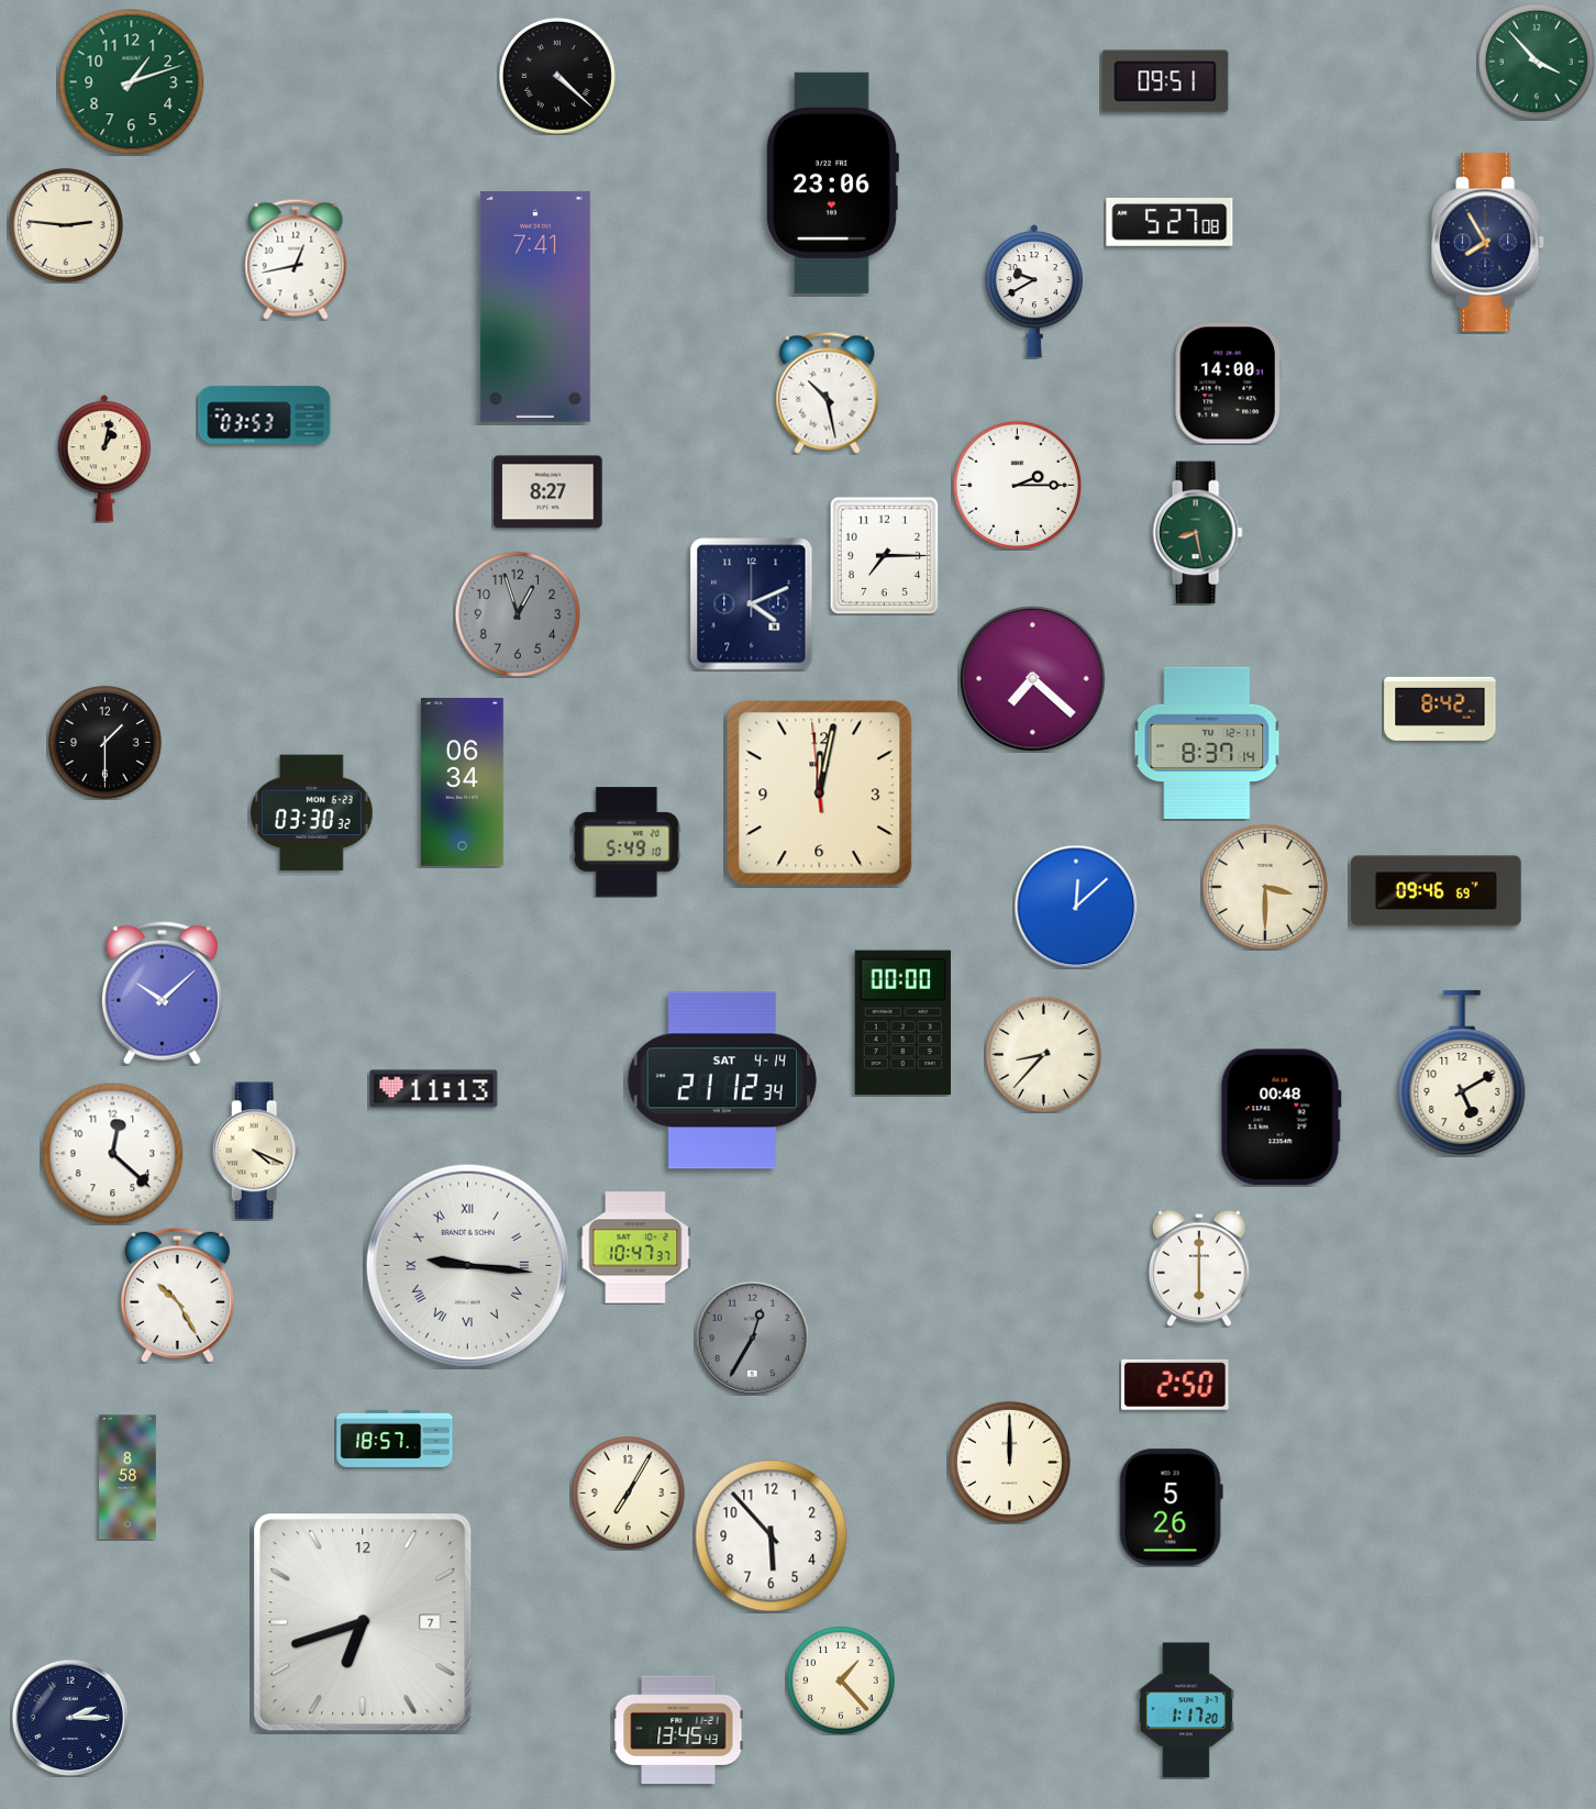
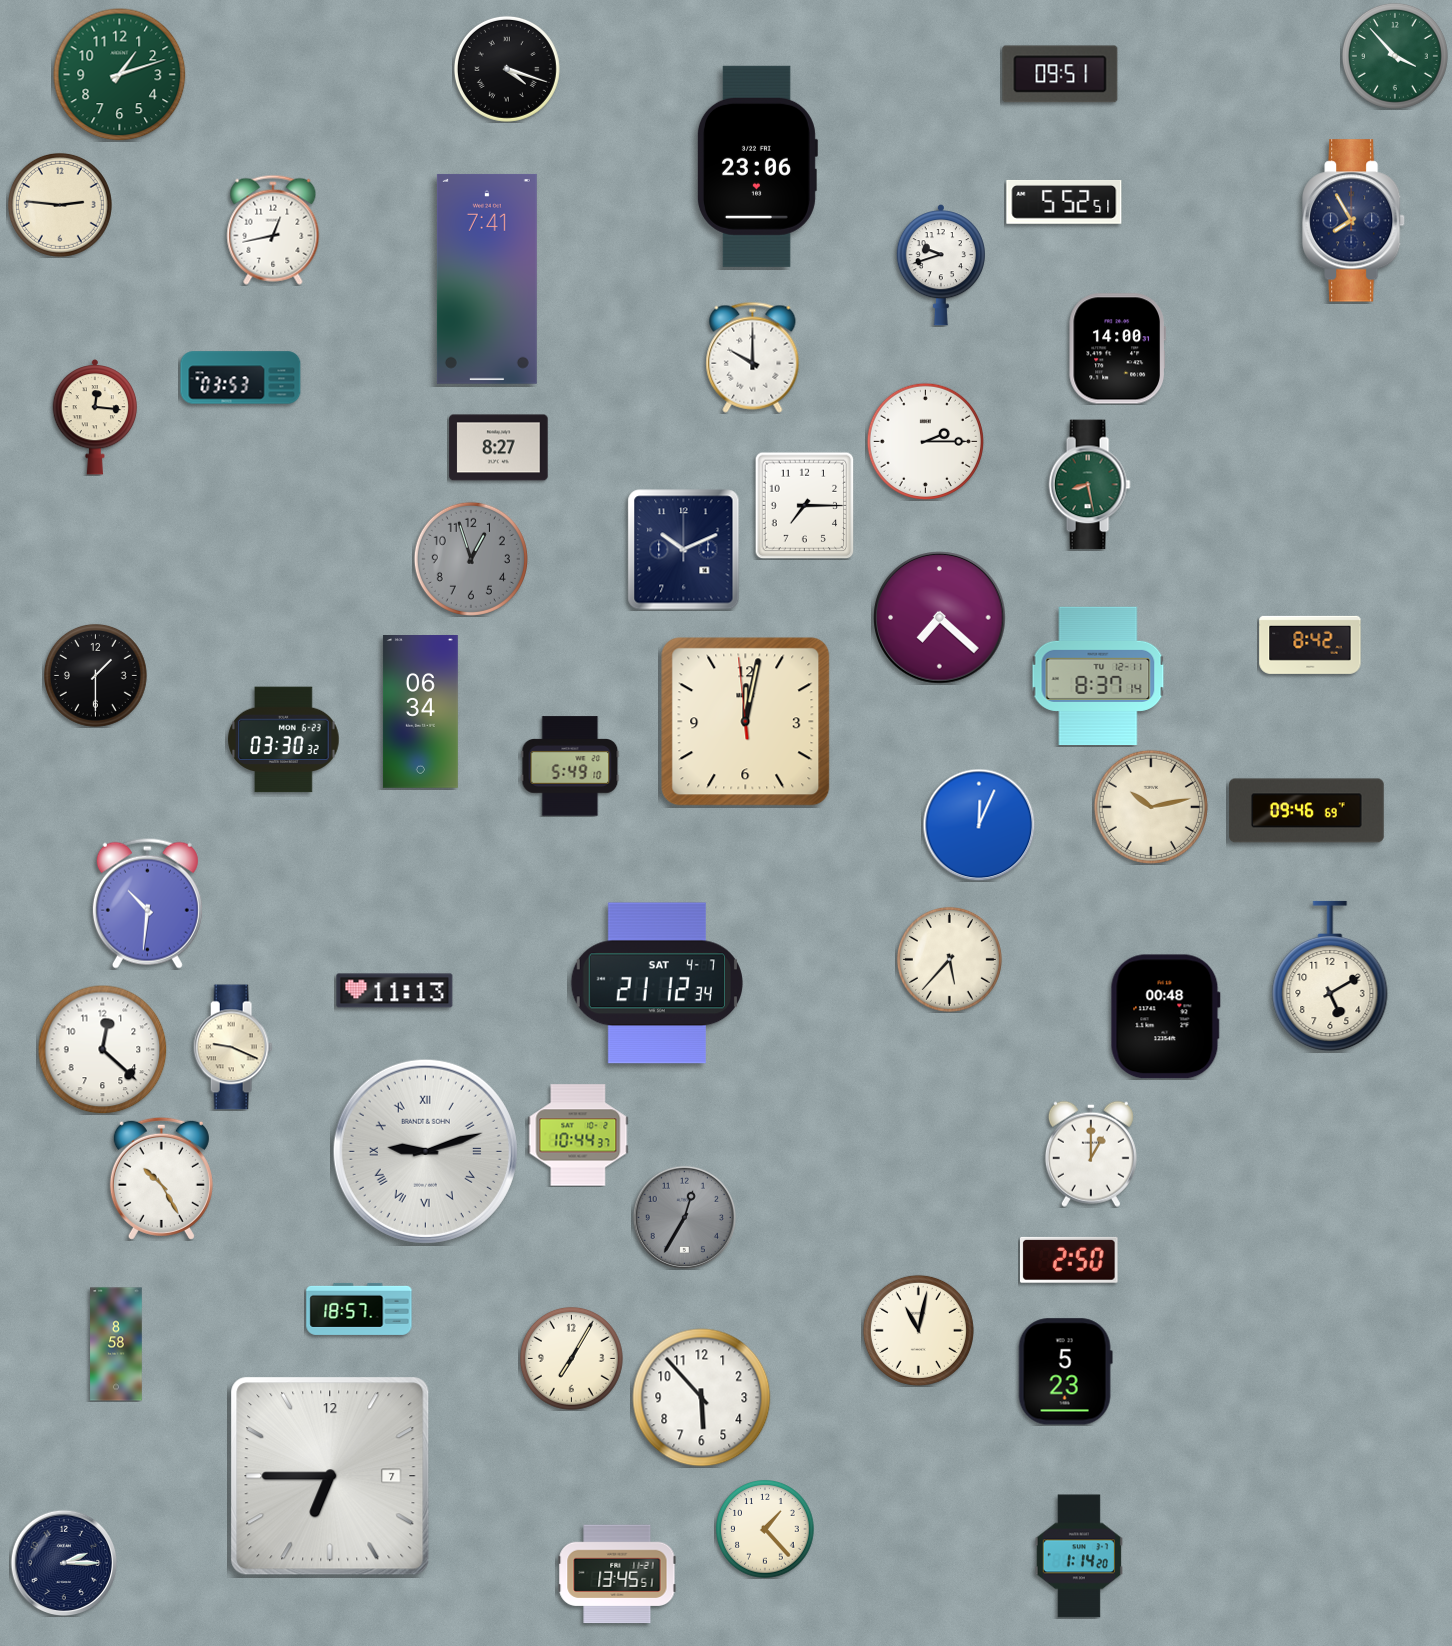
clock at (1537, 62) position: (1537, 62) -> (1395, 56)
clock at (557, 76): 4:22 -> 4:18
clock at (1170, 222): 5:27 -> 5:52
clock at (296, 259) position: (296, 259) -> (273, 230)
clock at (1034, 291): 9:40 -> 9:42
clock at (828, 392): 10:28 -> 10:00
clock at (104, 459): 1:02 -> 12:16
clock at (752, 604): 4:11 -> 10:11
clock at (1265, 887): 3:30 -> 10:13
clock at (1076, 907): 12:08 -> 12:04
clock at (162, 992): 10:08 -> 10:31
clock at (902, 1023): 00:00 -> none
clock at (1043, 1054): 8:37 -> 5:37
clock at (722, 1080) date: SAT 4-14 -> SAT 4-7
clock at (256, 1151): 4:19 -> 9:19
clock at (635, 1247): 10:47 -> 10:44
clock at (467, 1265): 9:16 -> 9:12
clock at (1199, 1268): 6:00 -> 1:00
clock at (1009, 1462): 12:00 -> 11:02
clock at (1171, 1508): 5:26 -> 5:23
clock at (363, 1622): 6:42 -> 6:45
clock at (1186, 1710): 1:17 -> 1:14
clock at (678, 1730): 13:45:43 -> 13:45:51
